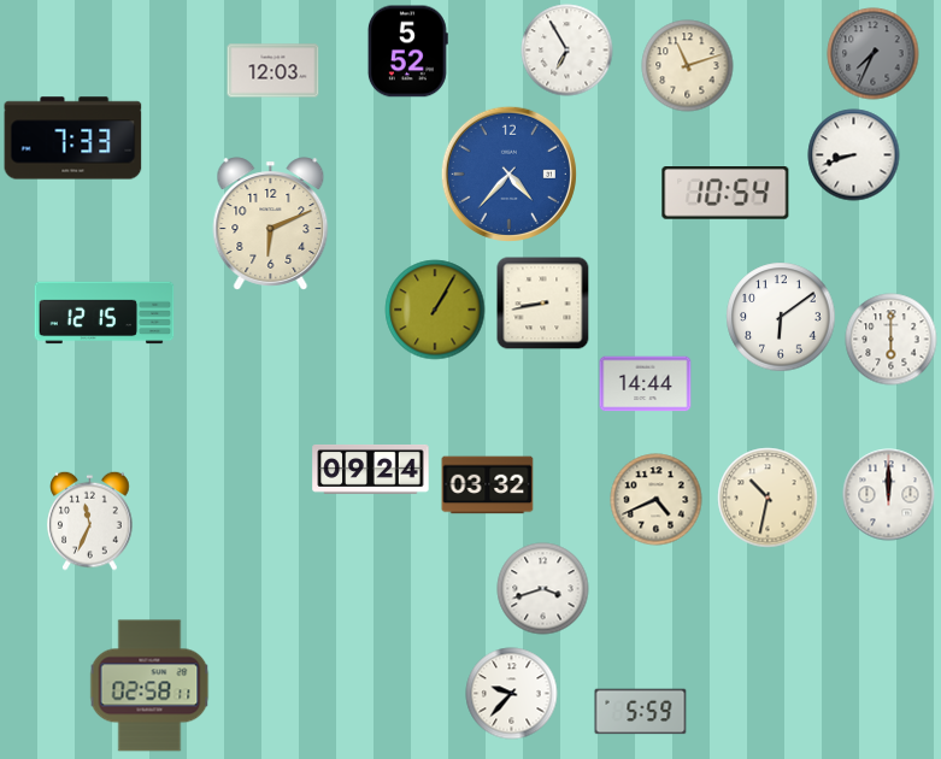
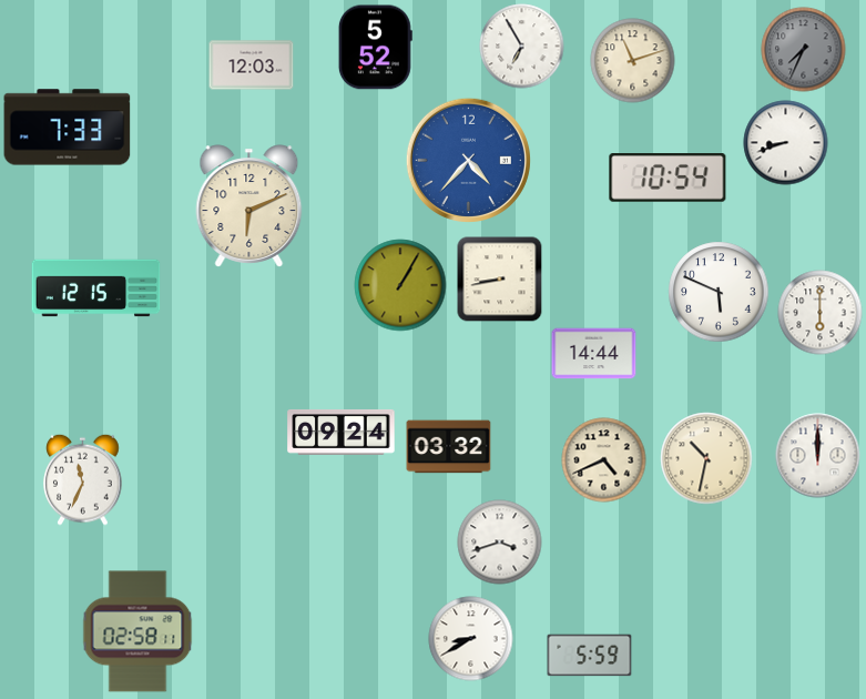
clock at (781, 317): 6:09 -> 5:49
clock at (512, 694): 9:37 -> 8:40
